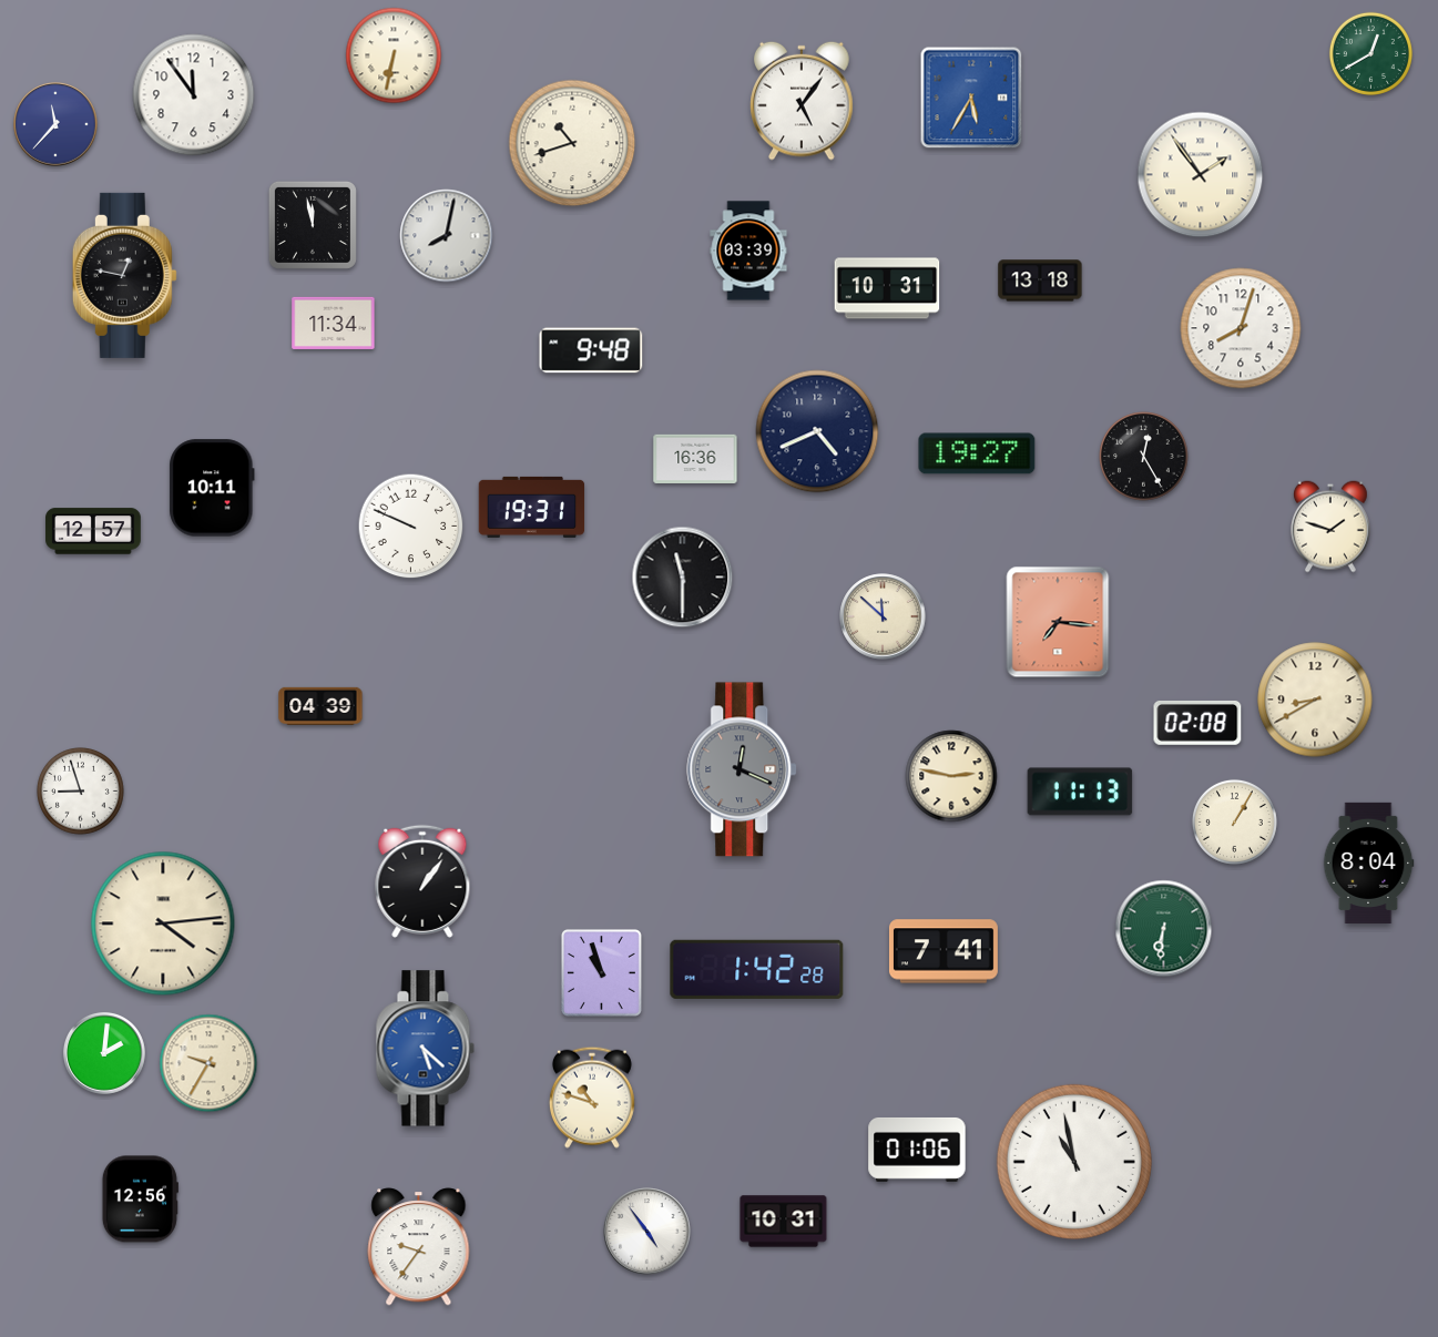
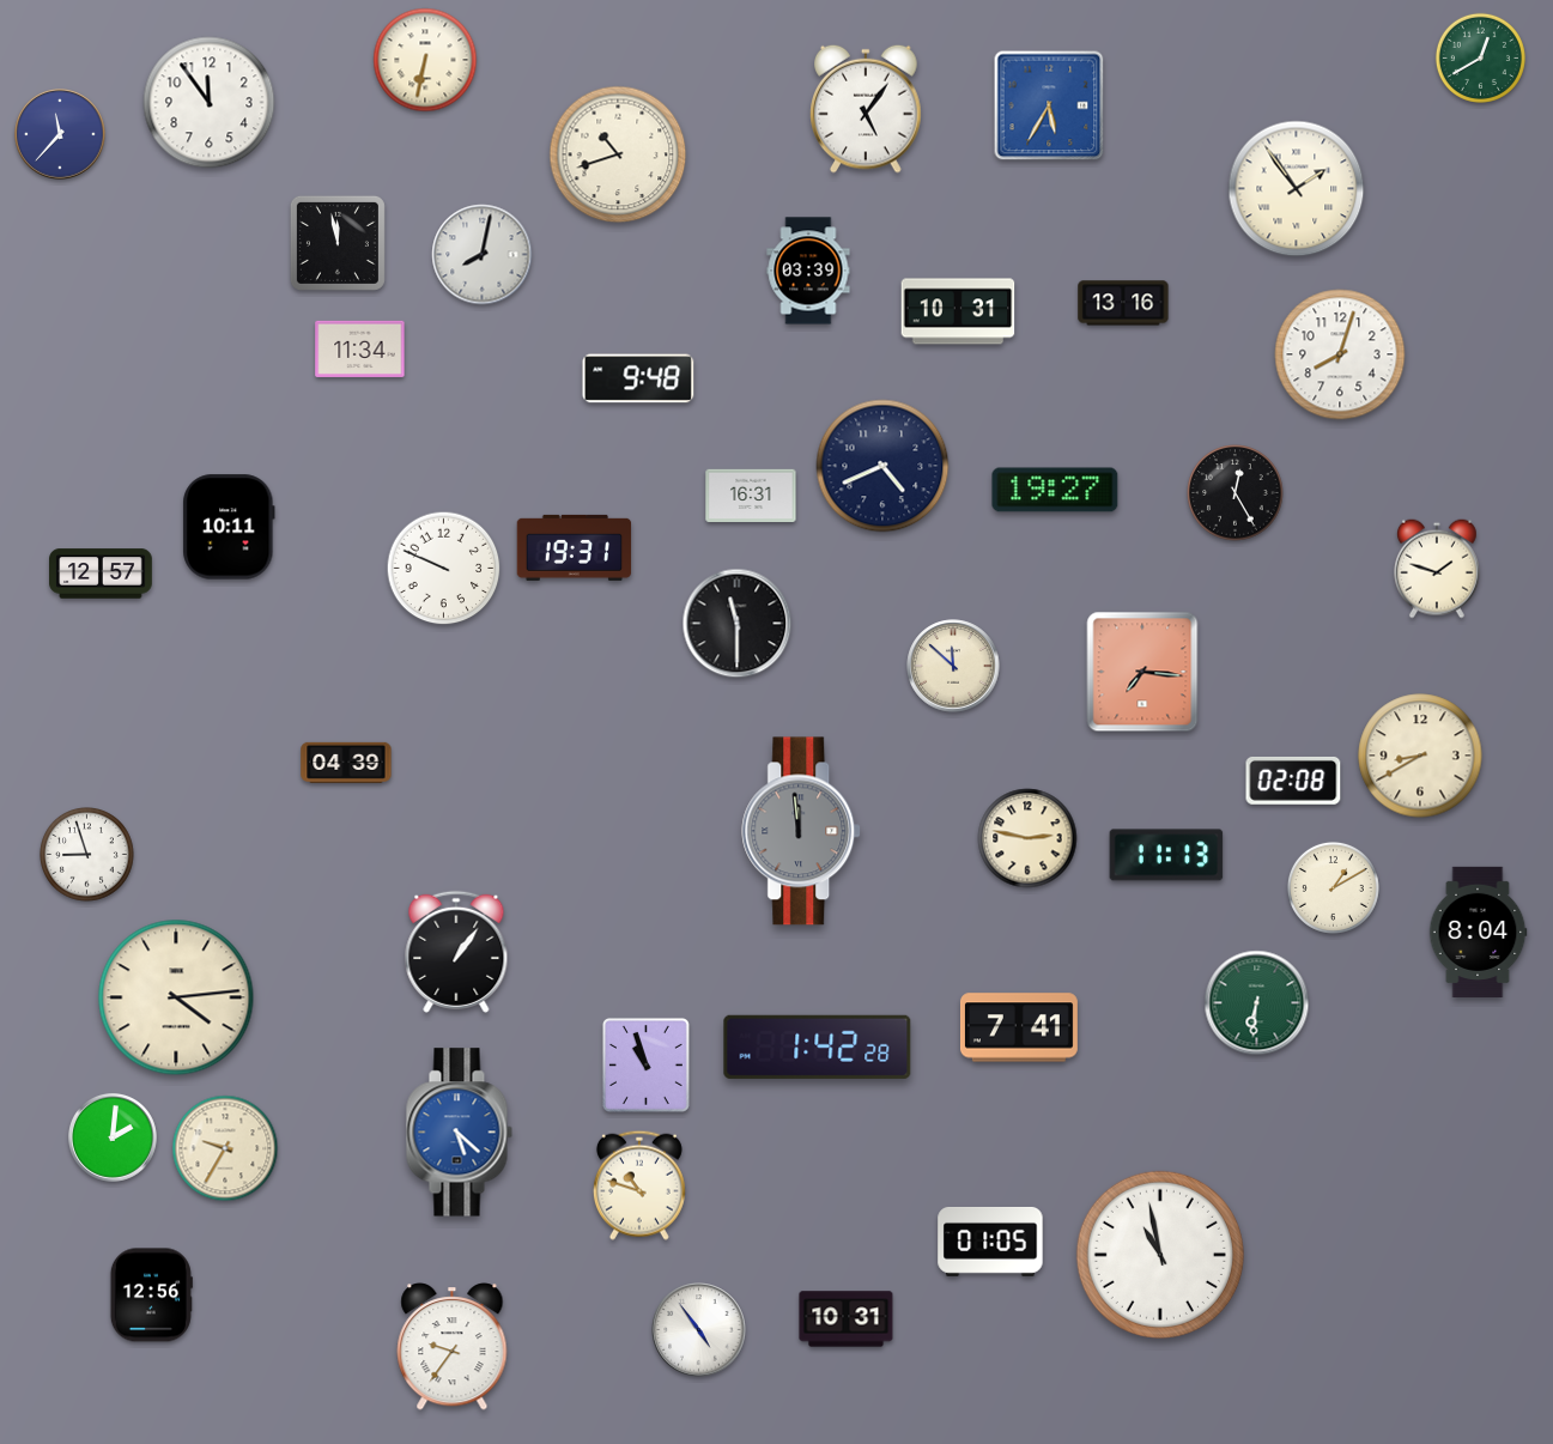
clock at (124, 275): 12:47 -> none
clock at (1040, 280): 13:18 -> 13:16
clock at (695, 458): 16:36 -> 16:31
clock at (743, 769): 12:19 -> 11:59
clock at (1234, 821): 1:05 -> 1:10
clock at (601, 973) position: (601, 973) -> (645, 1066)
clock at (917, 1150): 01:06 -> 01:05
